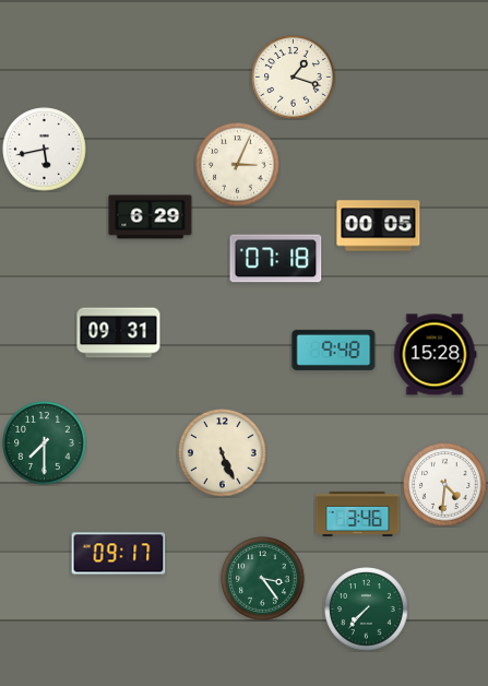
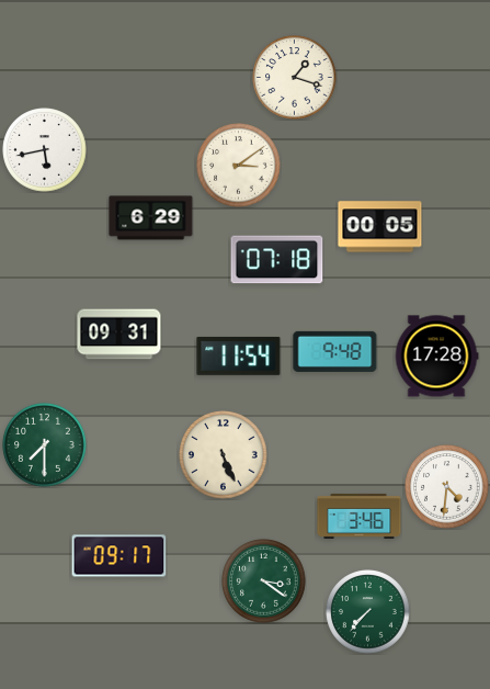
clock at (238, 165): 3:04 -> 3:09
clock at (239, 355): none -> 11:54
clock at (435, 355): 15:28 -> 17:28
clock at (263, 579): 3:24 -> 3:21
